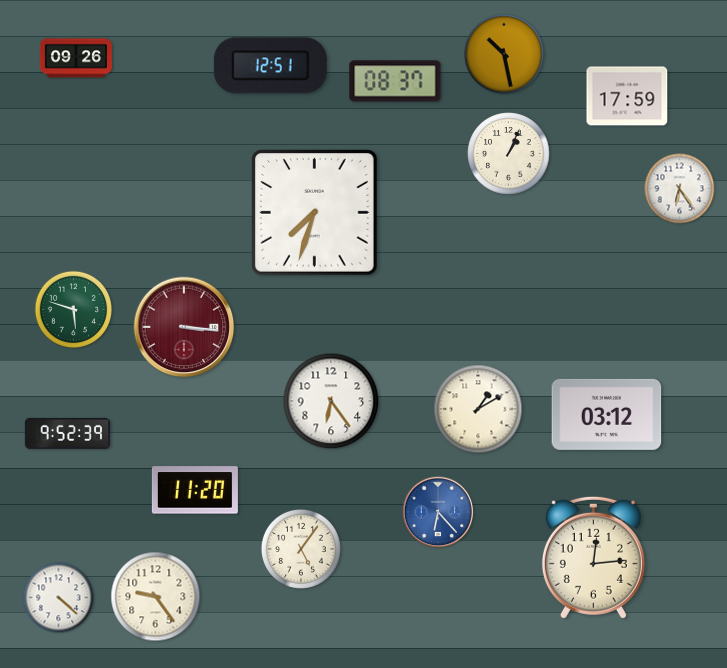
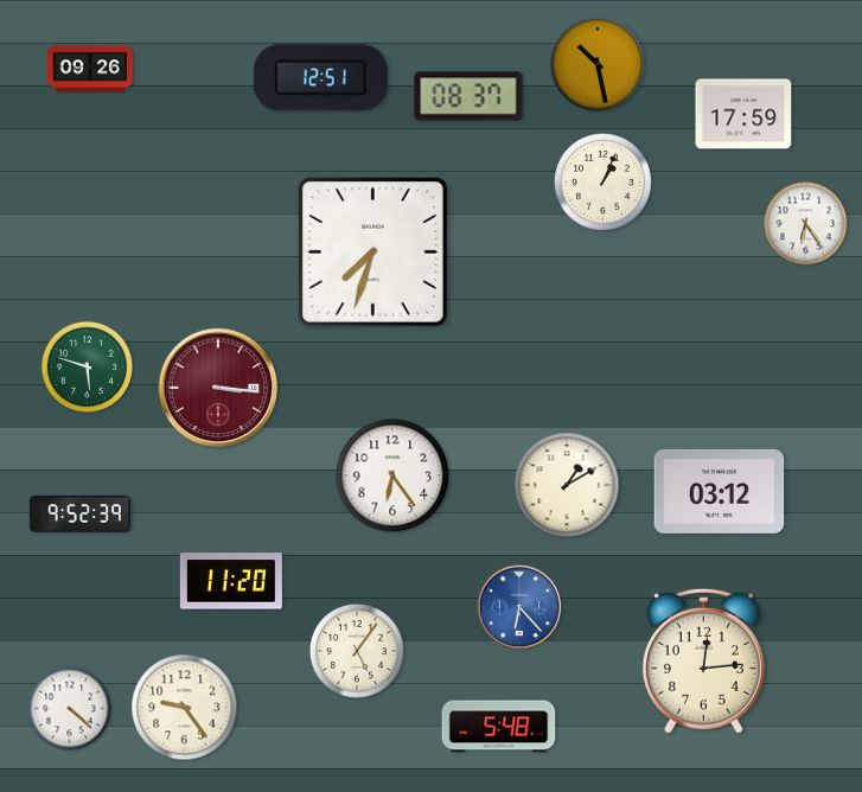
clock at (499, 727): none -> 5:48
